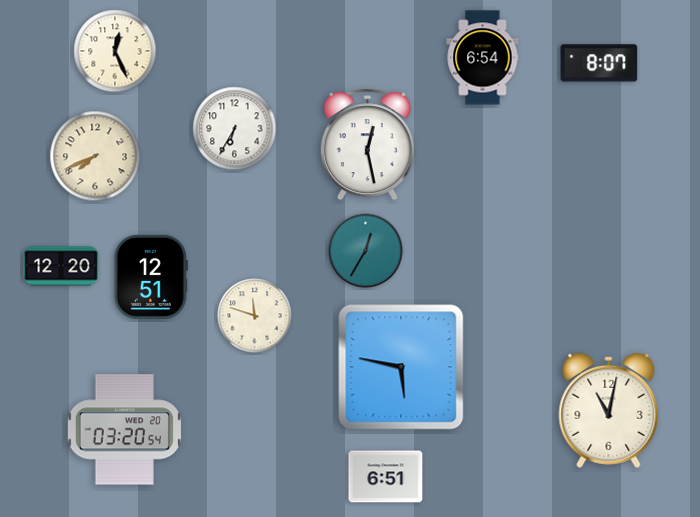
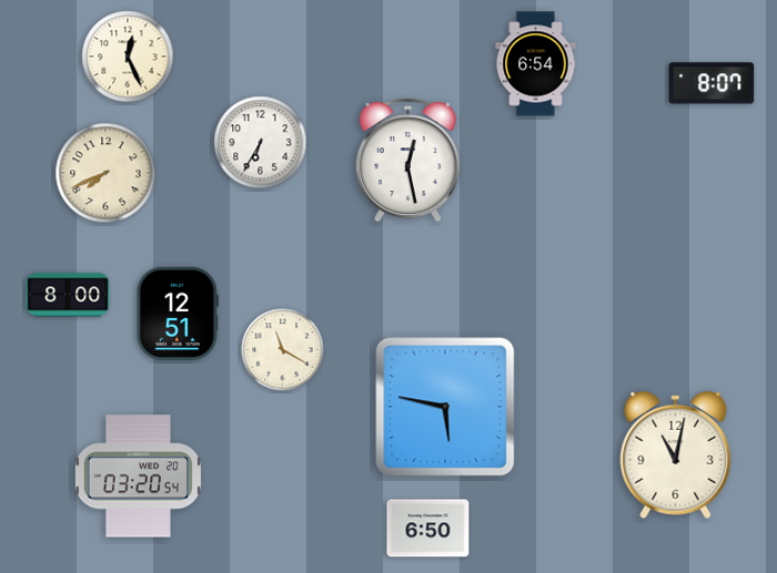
clock at (599, 63) position: (599, 63) -> (712, 83)
clock at (366, 251): 12:35 -> none
clock at (61, 266): 12:20 -> 8:00
clock at (151, 277) position: (151, 277) -> (178, 314)
clock at (255, 316): 11:48 -> 11:20
clock at (386, 477): 6:51 -> 6:50
